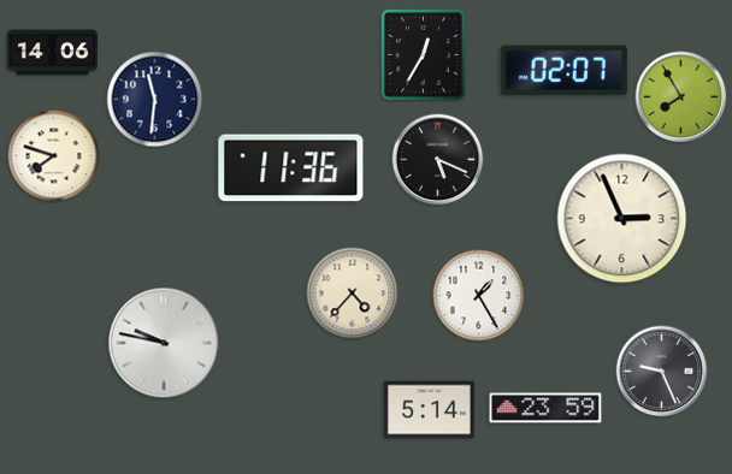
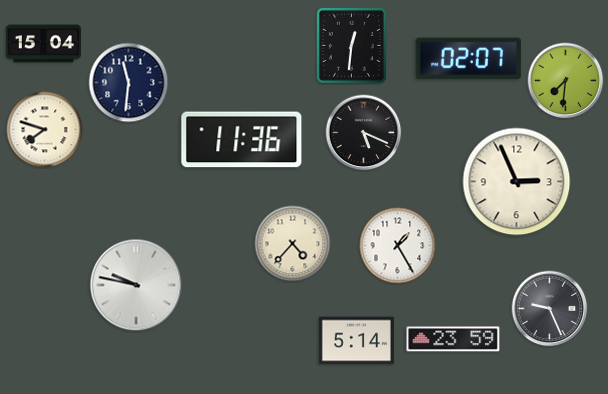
clock at (52, 53): 14:06 -> 15:04
clock at (423, 54): 12:35 -> 12:31
clock at (681, 97): 7:55 -> 7:31
